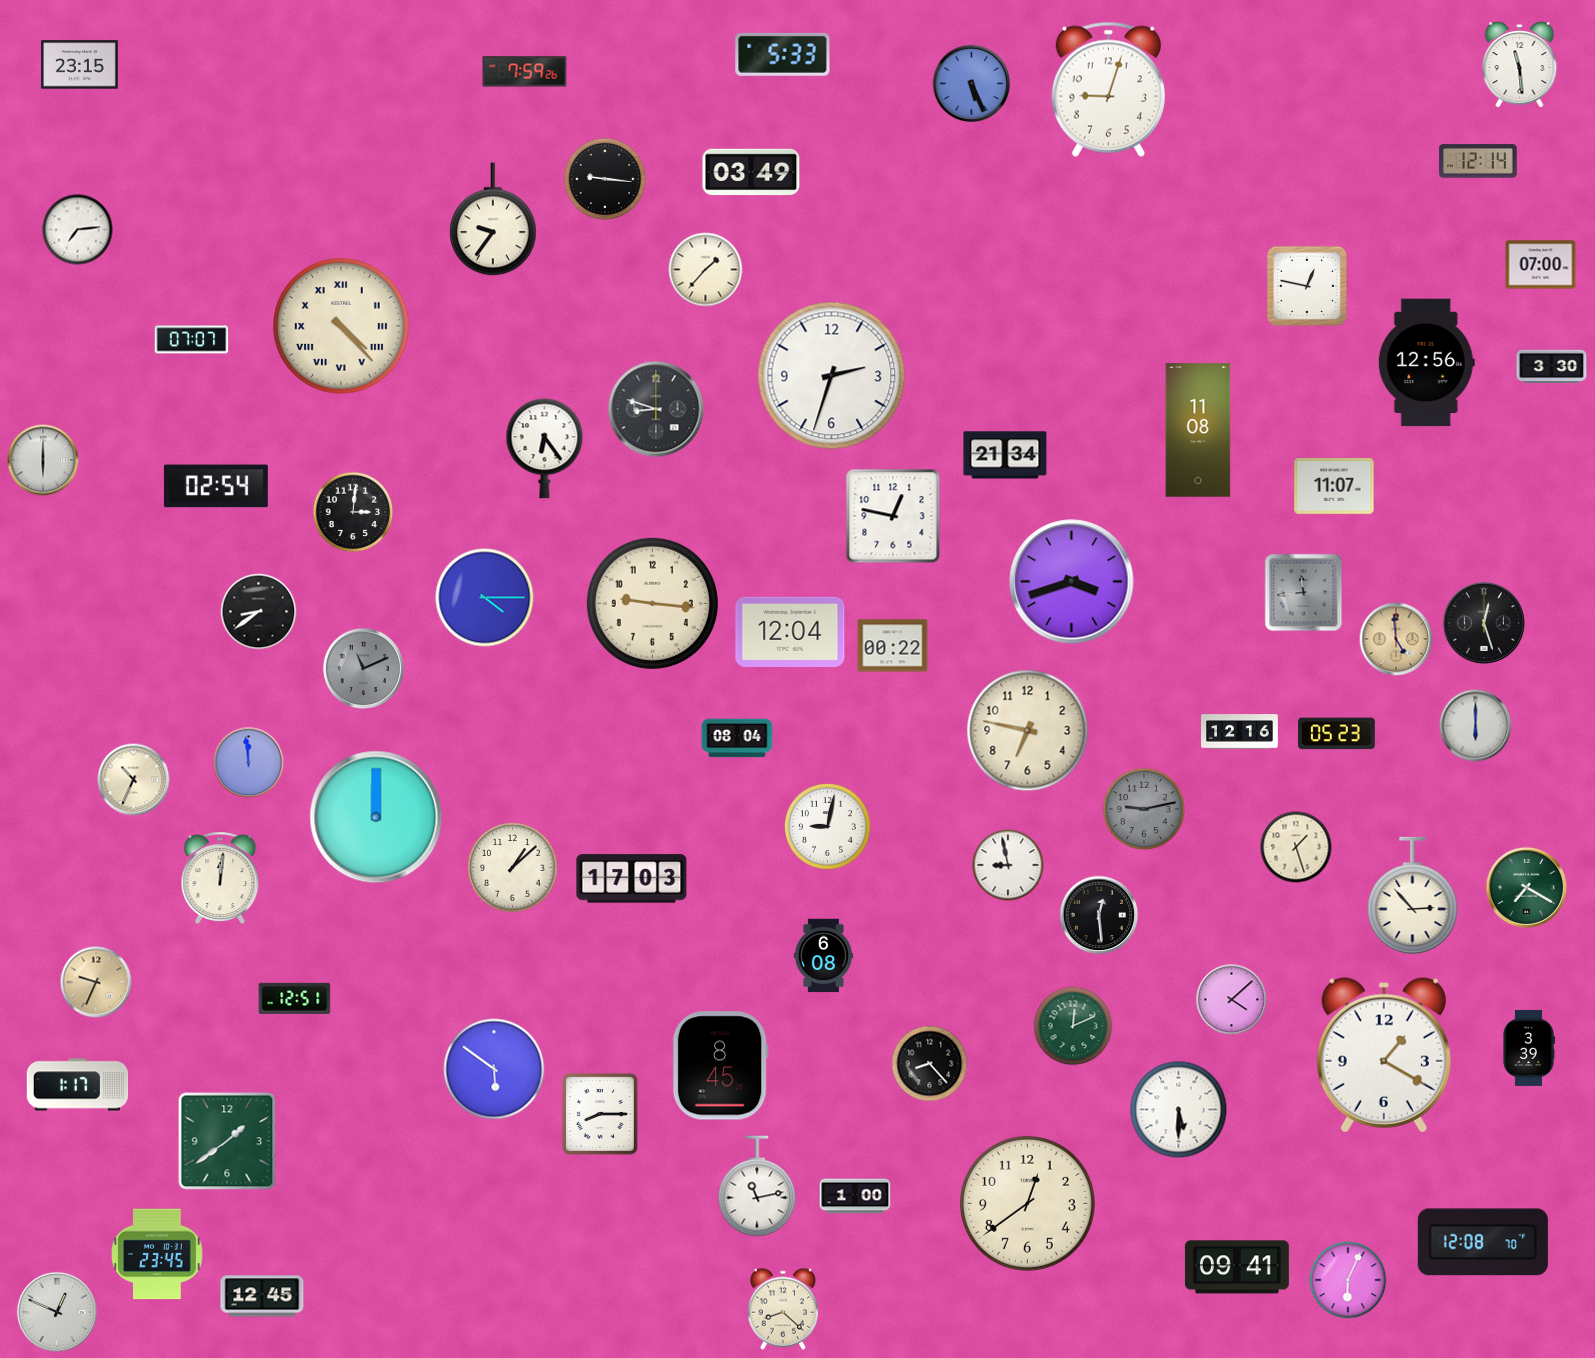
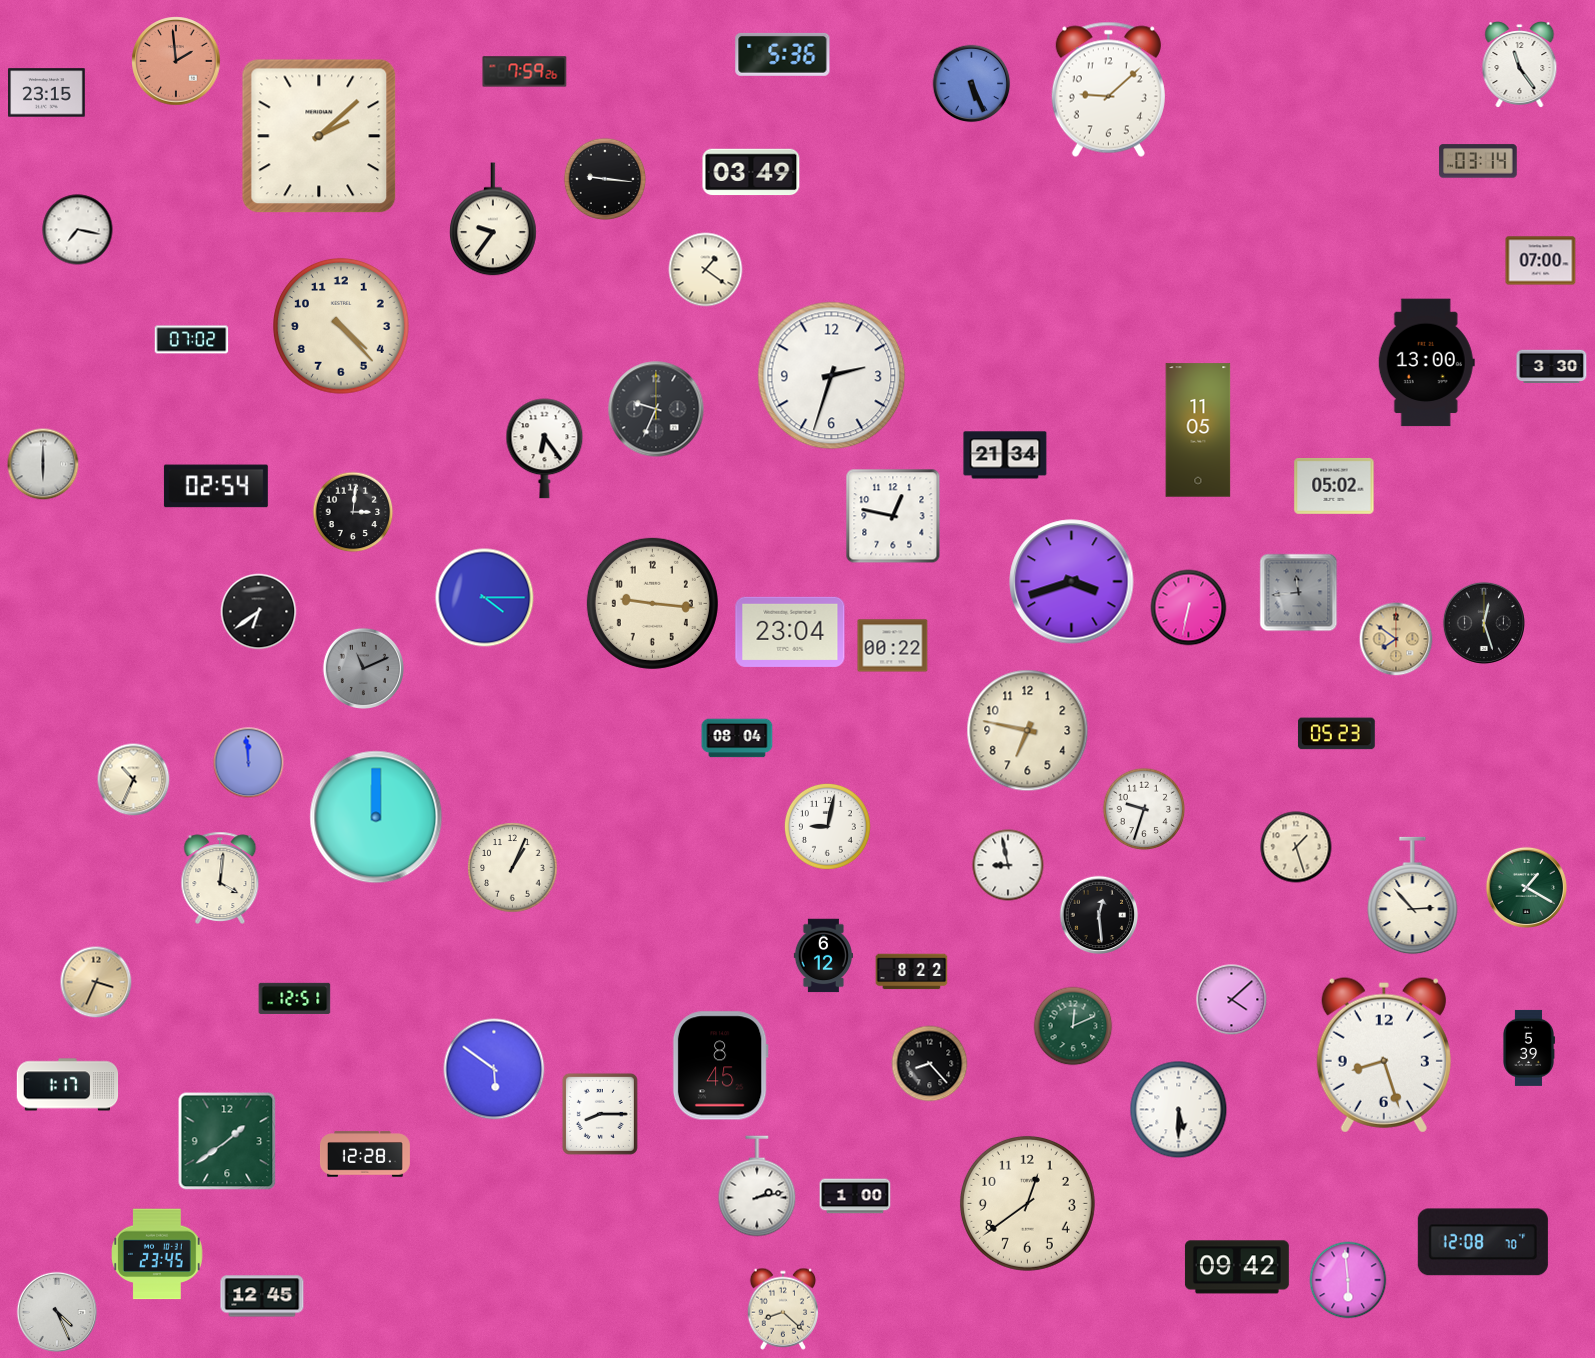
clock at (783, 54): 5:33 -> 5:36
clock at (176, 61): none -> 1:59
clock at (80, 65) position: (80, 65) -> (47, 93)
clock at (1520, 65): 11:29 -> 11:24
clock at (1108, 89): 9:03 -> 9:08
clock at (319, 136): none -> 2:08
clock at (1478, 161): 12:14 -> 03:14
clock at (78, 230): 7:14 -> 7:17
clock at (1541, 265) position: (1541, 265) -> (1541, 261)
clock at (706, 270): 1:37 -> 1:21
clock at (1306, 285): 12:47 -> none
clock at (342, 327) numerals: Roman -> Arabic
clock at (192, 340): 07:07 -> 07:02
clock at (1426, 363): 12:56 -> 13:00
clock at (656, 409): 8:48 -> 9:34
clock at (1198, 430): 11:08 -> 11:05
clock at (43, 460) position: (43, 460) -> (43, 464)
clock at (1334, 487): 11:07 -> 05:02
clock at (1304, 593) position: (1304, 593) -> (1299, 593)
clock at (1189, 608): none -> 6:32
clock at (259, 612): 8:39 -> 6:39
clock at (790, 632): 12:04 -> 23:04
clock at (1396, 639): 4:59 -> 7:51
clock at (1476, 726): 6:00 -> none
clock at (1240, 732): 12:16 -> none
clock at (1144, 809): 9:13 -> 9:33
clock at (1144, 809) dial: grey -> white
clock at (513, 868): 1:08 -> 1:04
clock at (220, 877): 12:01 -> 4:01
clock at (632, 879): 17:03 -> none
clock at (1526, 887): 7:20 -> 1:20
clock at (823, 956): 6:08 -> 6:12
clock at (912, 972): none -> 8:22
clock at (96, 982): 9:34 -> 3:34
clock at (1529, 1048): 3:39 -> 5:39
clock at (1384, 1055): 1:20 -> 8:27
clock at (78, 1085) position: (78, 1085) -> (68, 1085)
clock at (365, 1154): none -> 12:28
clock at (757, 1186): 11:13 -> 2:13
clock at (1237, 1267): 09:41 -> 09:42
clock at (1348, 1280): 6:04 -> 5:59
clock at (56, 1311): 12:49 -> 4:26
